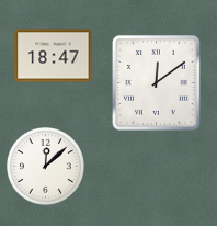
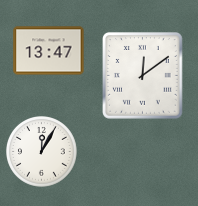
clock at (54, 56): 18:47 -> 13:47
clock at (46, 167): 12:08 -> 12:05
